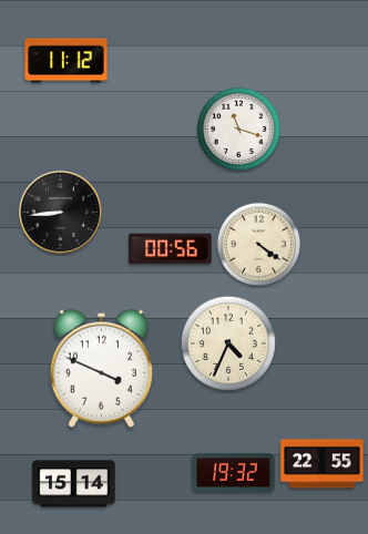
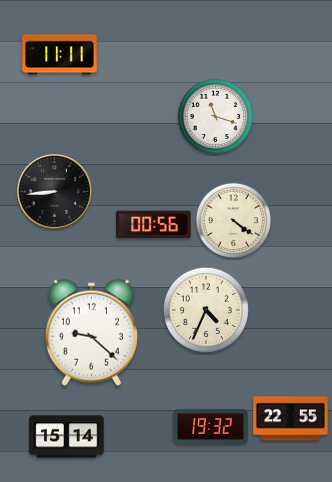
clock at (67, 61): 11:12 -> 11:11
clock at (101, 368): 3:49 -> 9:22
